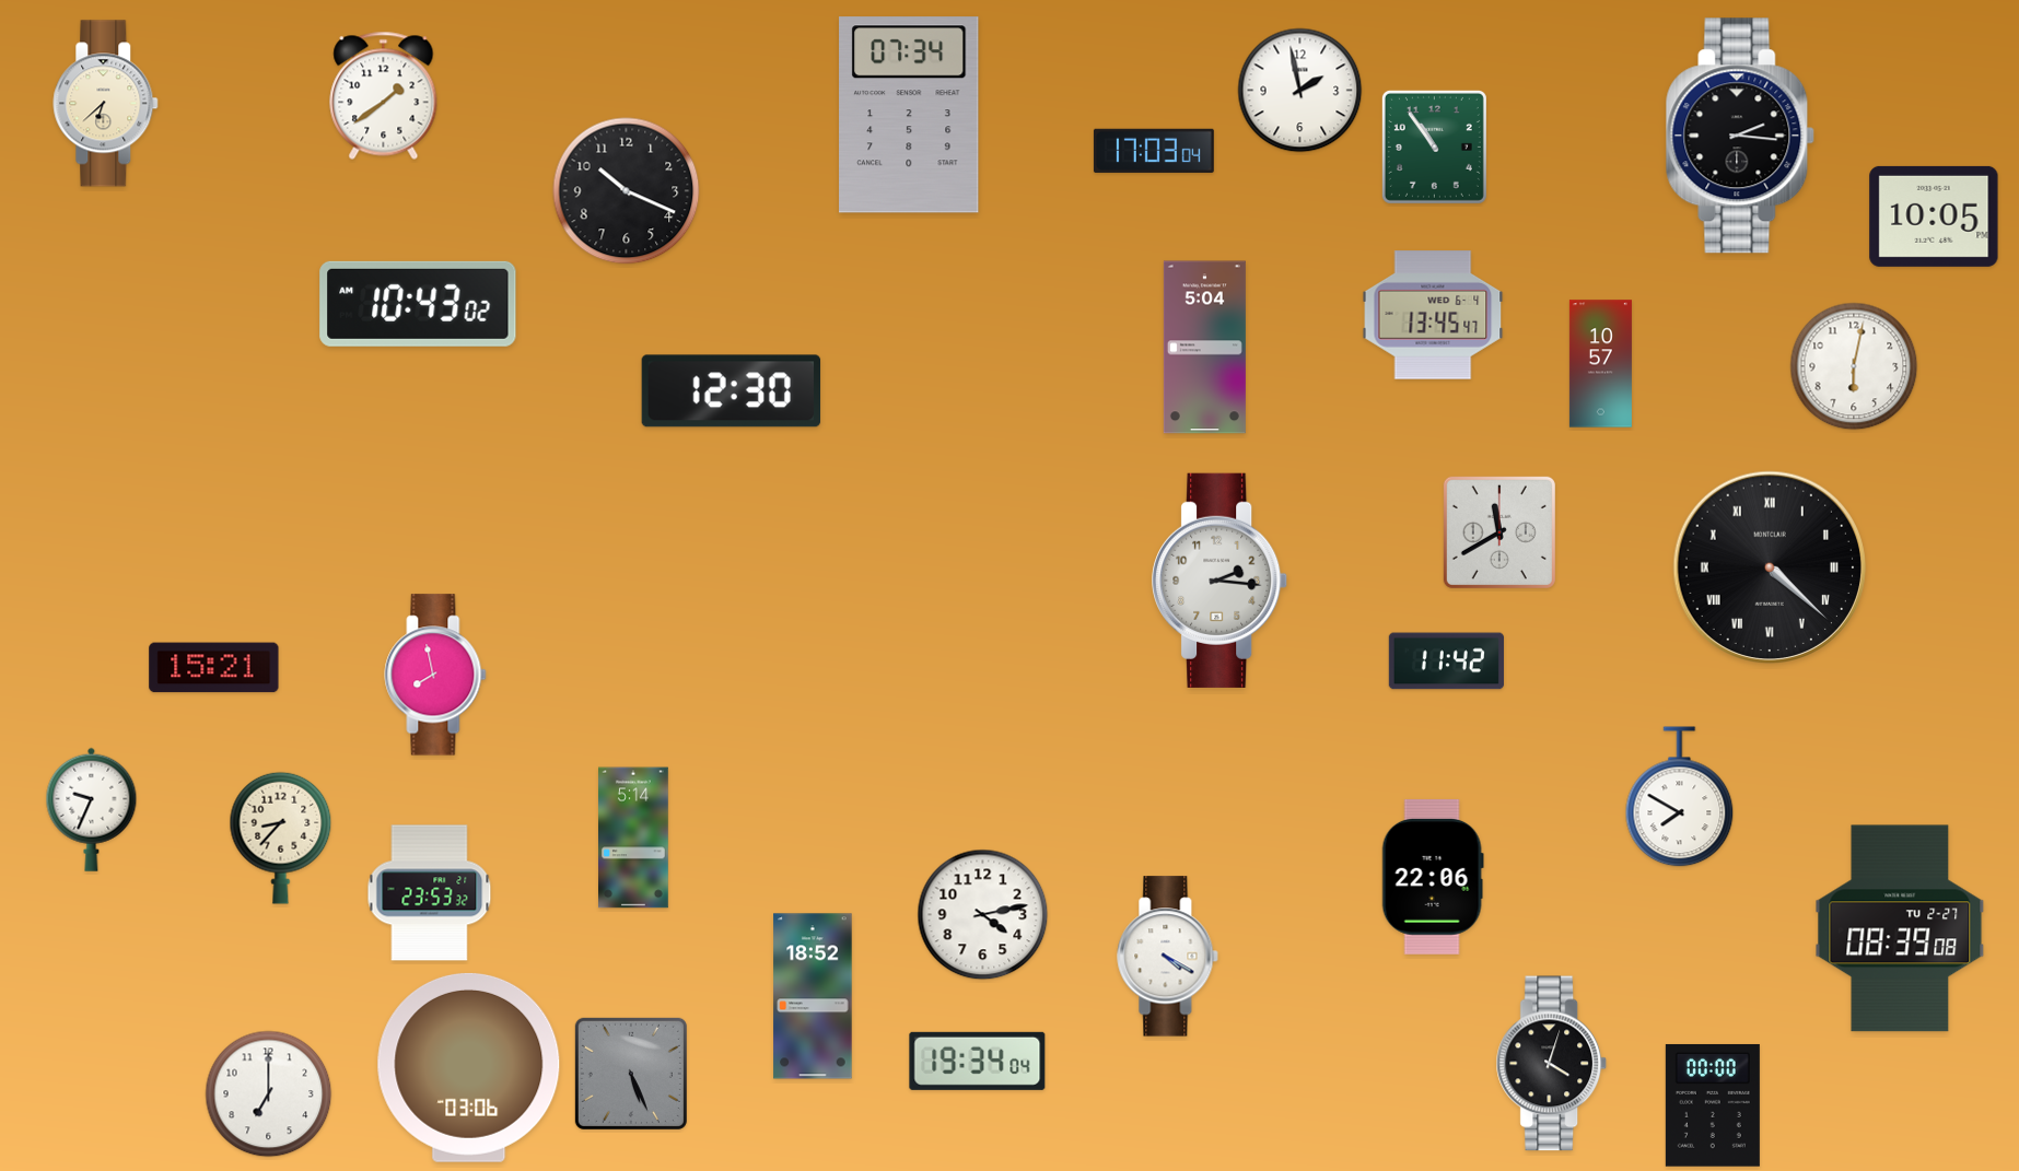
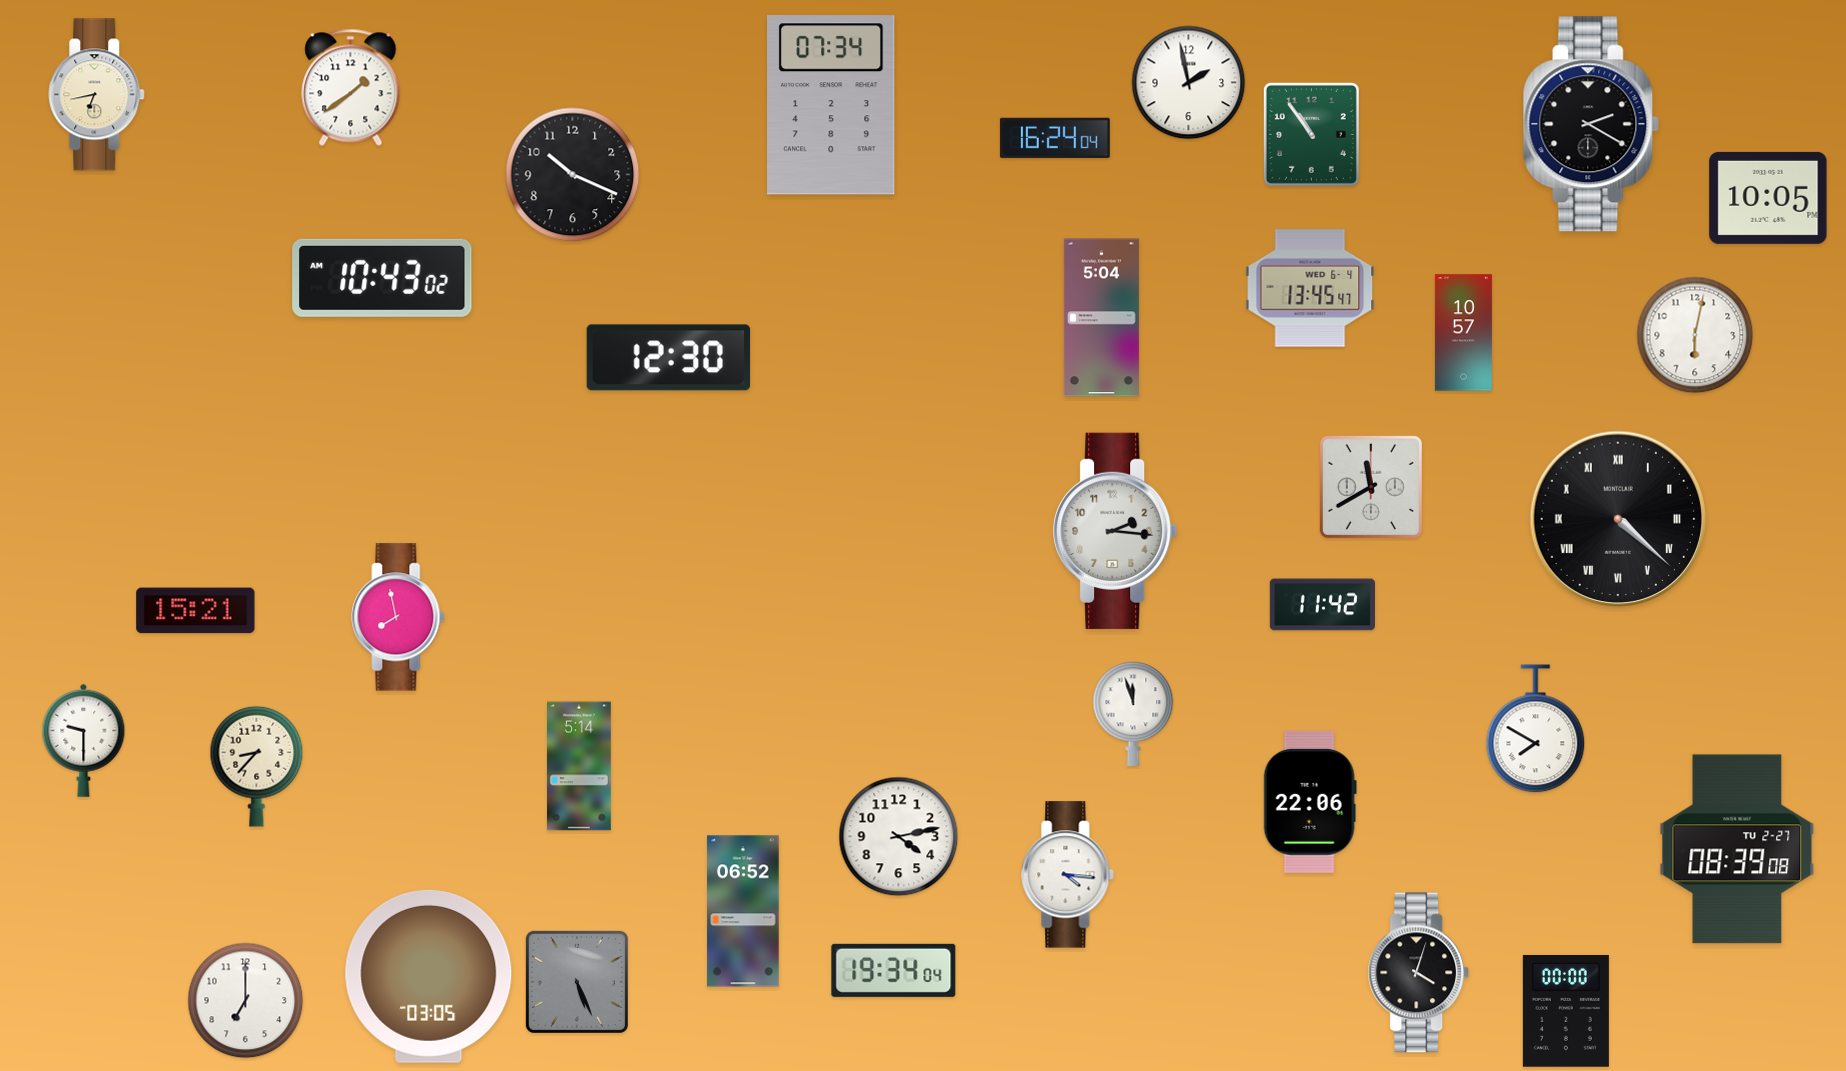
clock at (106, 104): 6:38 -> 6:43
clock at (1740, 136): 2:16 -> 2:20
clock at (1154, 151): 17:03 -> 16:24
clock at (1133, 713): none -> 11:57
clock at (92, 809): 9:34 -> 9:30
clock at (430, 893): 23:53 -> none
clock at (1168, 957): 4:20 -> 4:16
clock at (813, 996): 18:52 -> 06:52
clock at (469, 1067): 03:06 -> 03:05
